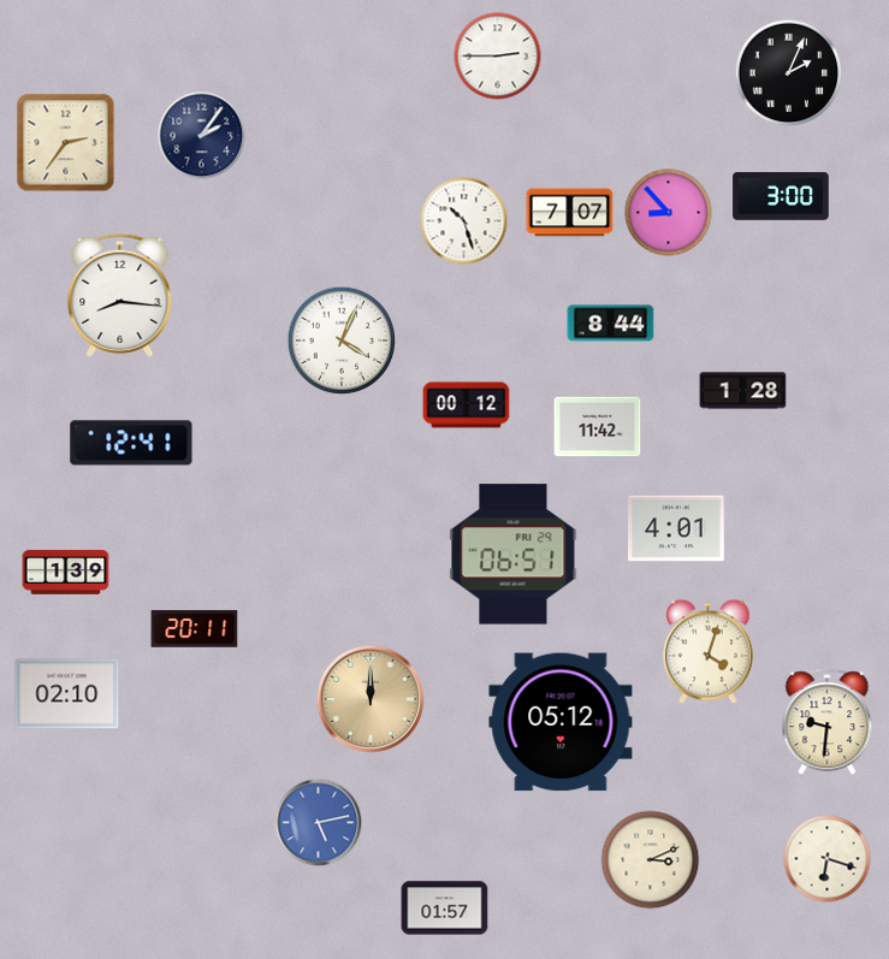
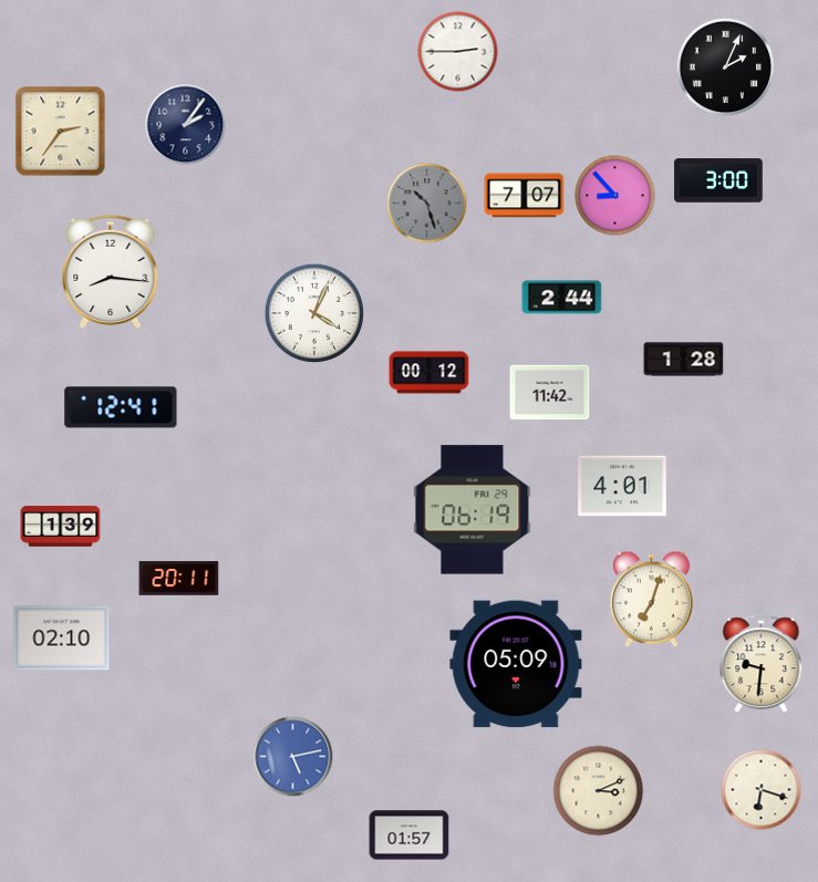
clock at (464, 221) dial: white -> grey
clock at (611, 324): 8:44 -> 2:44
clock at (514, 555): 06:51 -> 06:19
clock at (709, 652): 4:03 -> 7:03
clock at (369, 698): 12:00 -> none
clock at (561, 722): 05:12 -> 05:09
